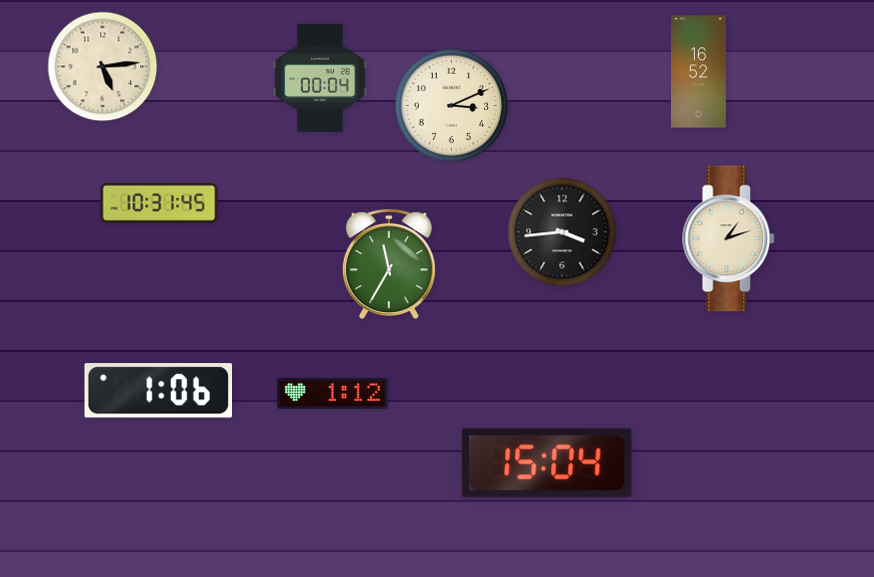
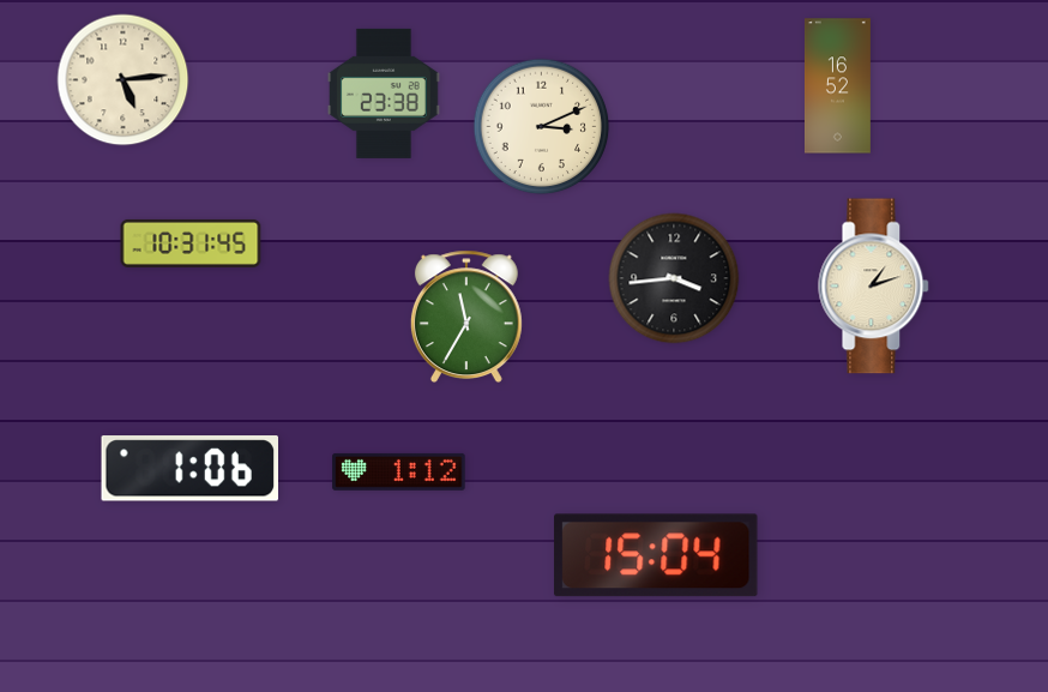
clock at (320, 78): 00:04 -> 23:38
